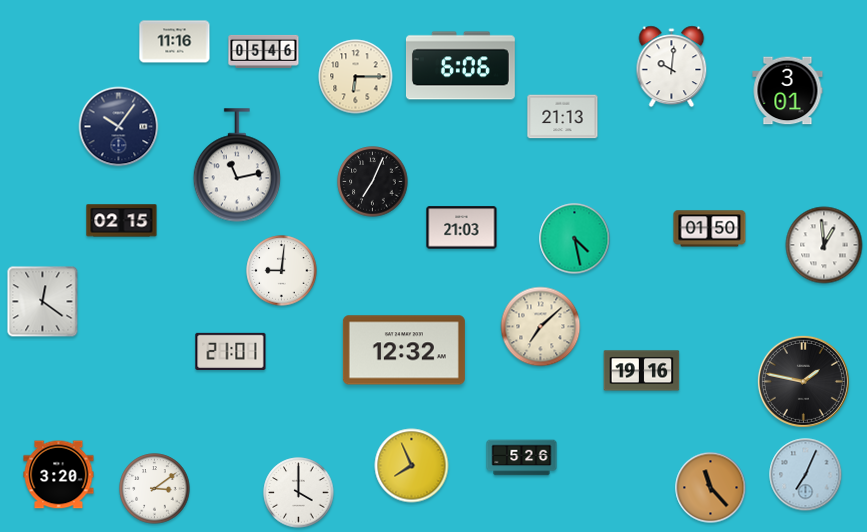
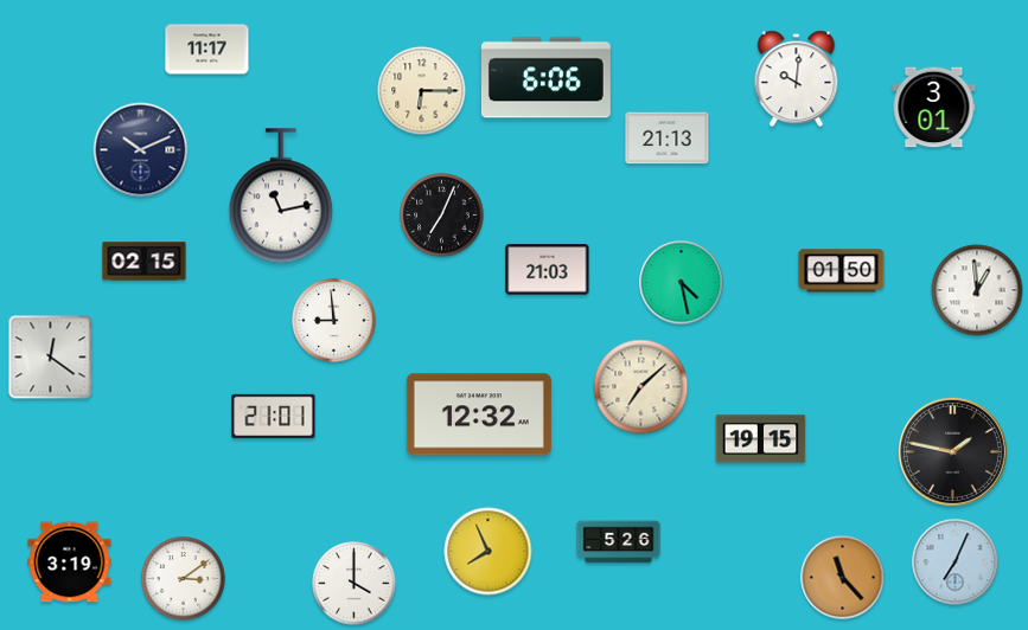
clock at (175, 42): 11:16 -> 11:17
clock at (264, 51): 05:46 -> none
clock at (119, 127): 10:06 -> 10:11
clock at (282, 271): 9:01 -> 8:59
clock at (642, 371): 19:16 -> 19:15
clock at (59, 475): 3:20 -> 3:19
